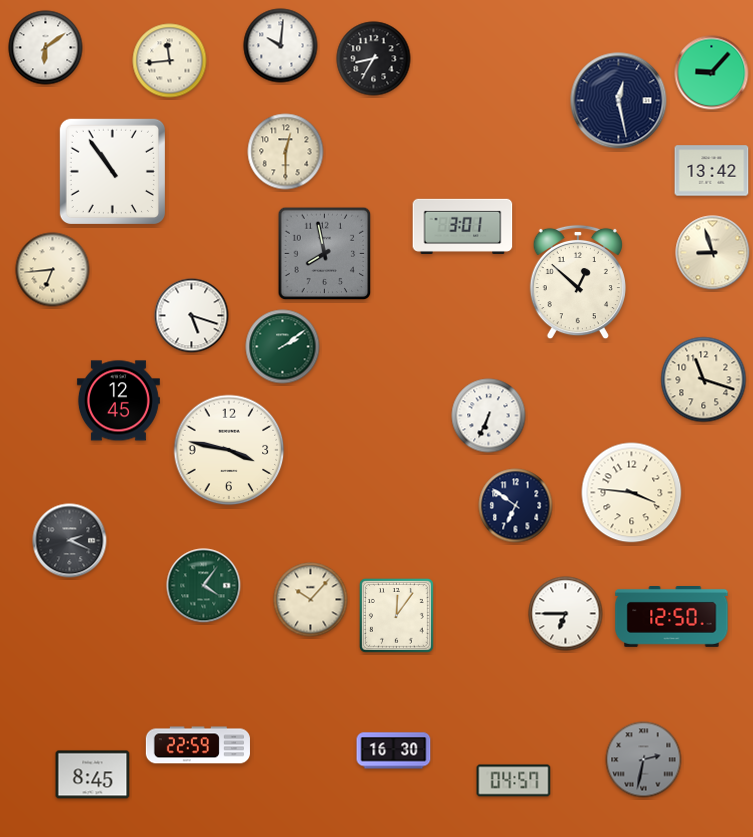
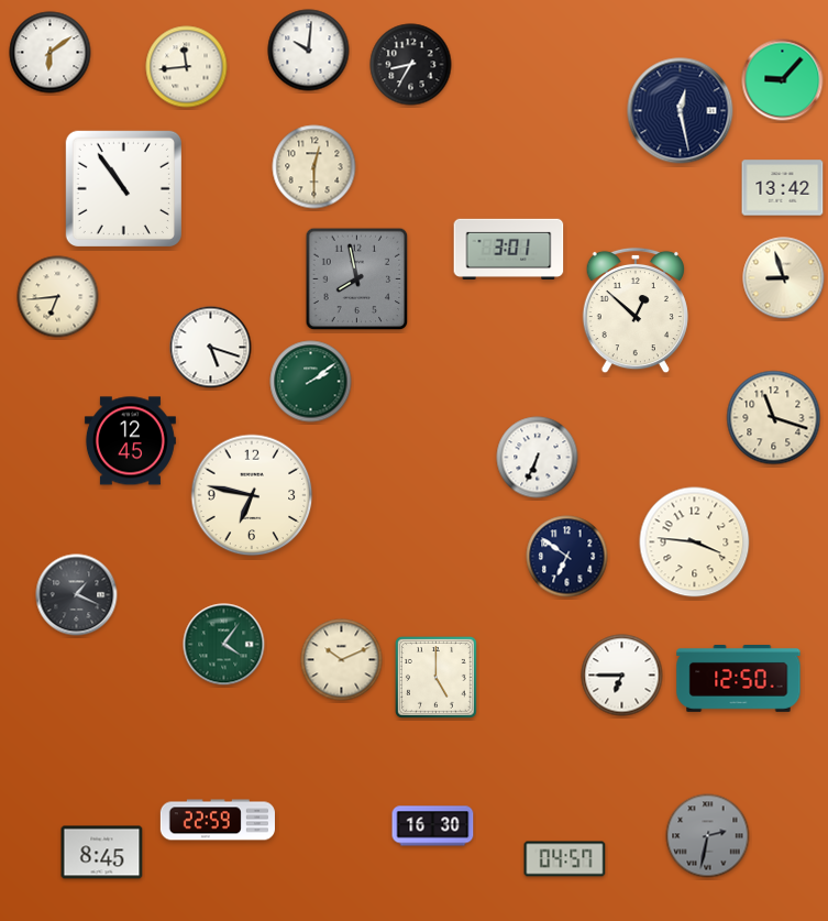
clock at (229, 450): 3:47 -> 6:47
clock at (70, 541): 2:19 -> 1:19
clock at (311, 600): 10:07 -> 10:11
clock at (396, 615): 12:06 -> 5:00
